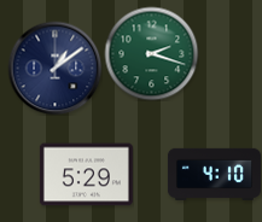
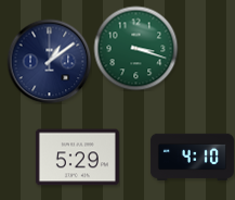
clock at (151, 53): 2:18 -> 3:18
